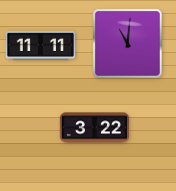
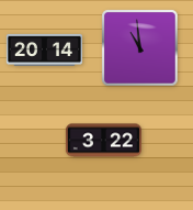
clock at (128, 44): 11:01 -> 10:59
clock at (40, 45): 11:11 -> 20:14
